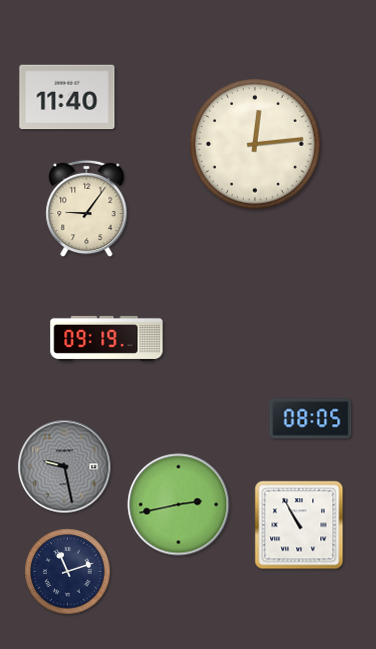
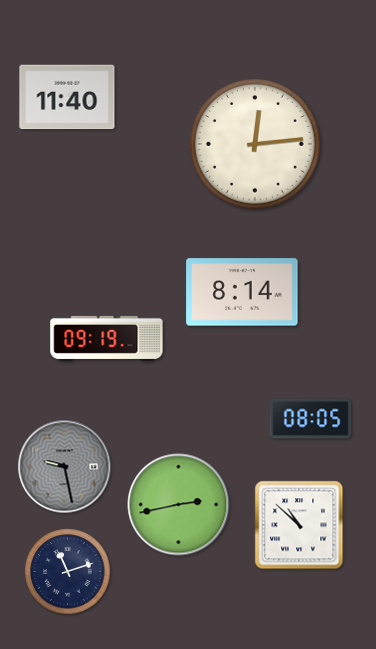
clock at (87, 209): 9:06 -> none
clock at (242, 292): none -> 8:14
clock at (299, 525): 10:55 -> 10:52
